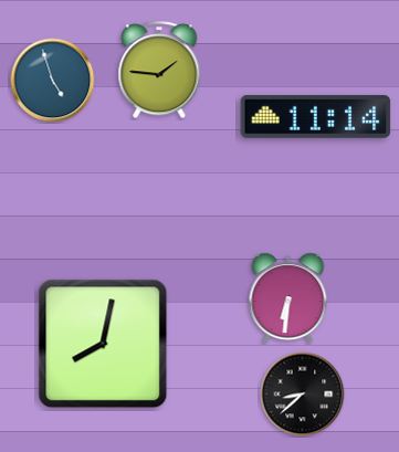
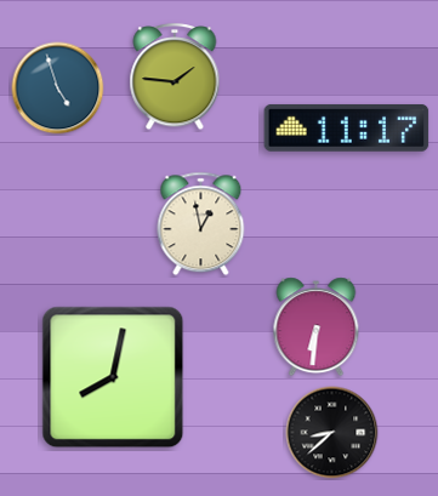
clock at (316, 116): 11:14 -> 11:17
clock at (201, 224): none -> 12:58
